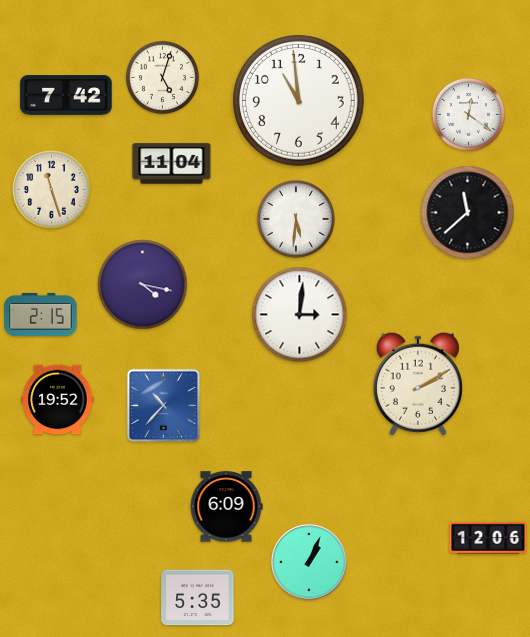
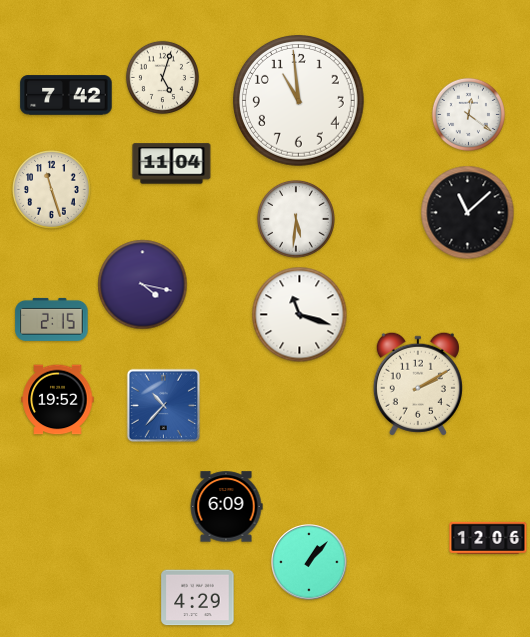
clock at (468, 213): 11:38 -> 11:08
clock at (41, 314) position: (41, 314) -> (52, 319)
clock at (300, 315): 3:01 -> 11:18
clock at (309, 562): 1:04 -> 1:07
clock at (198, 598): 5:35 -> 4:29
